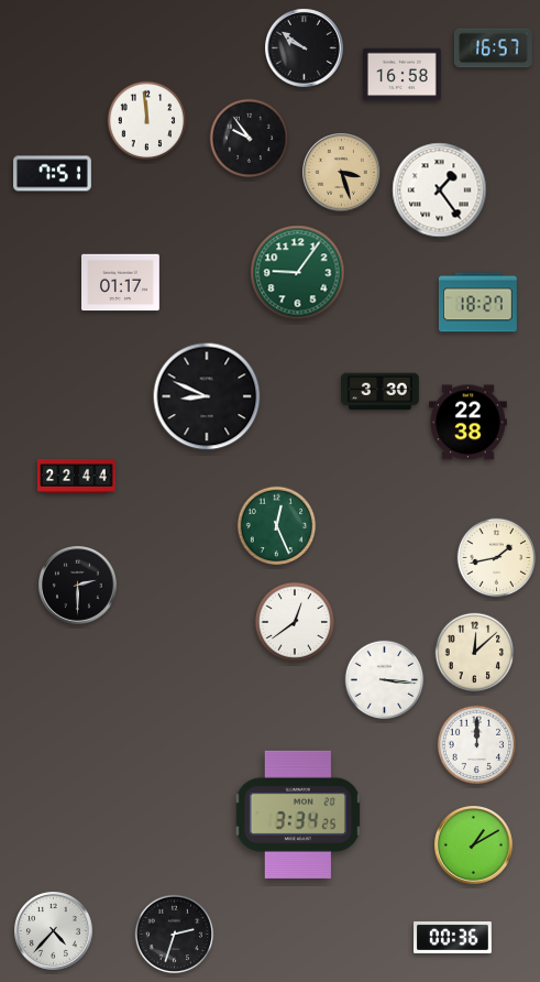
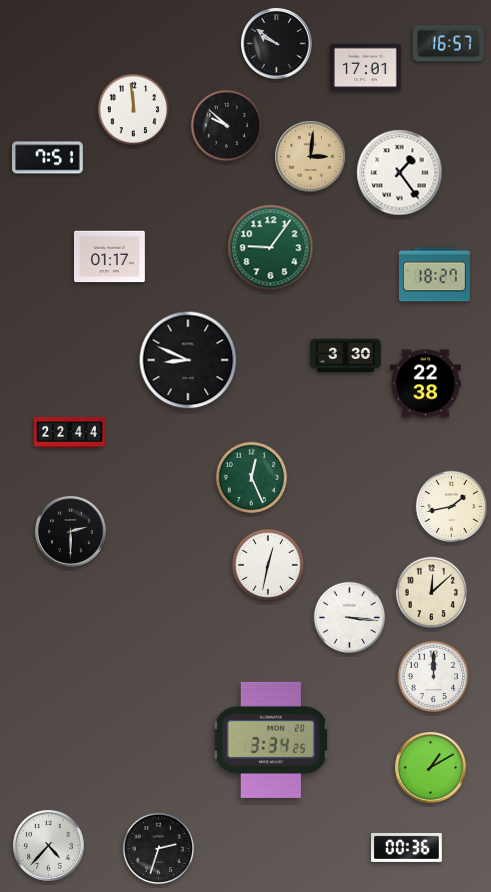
clock at (403, 75): 16:58 -> 17:01
clock at (250, 139): 9:54 -> 9:52
clock at (342, 173): 3:27 -> 3:01
clock at (295, 622): 12:39 -> 12:32
clock at (453, 937) position: (453, 937) -> (407, 847)
